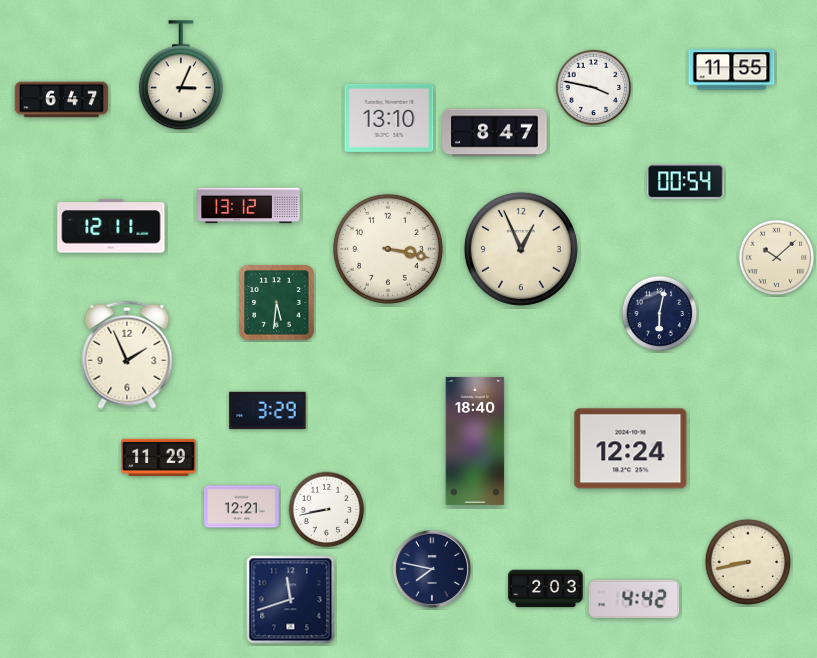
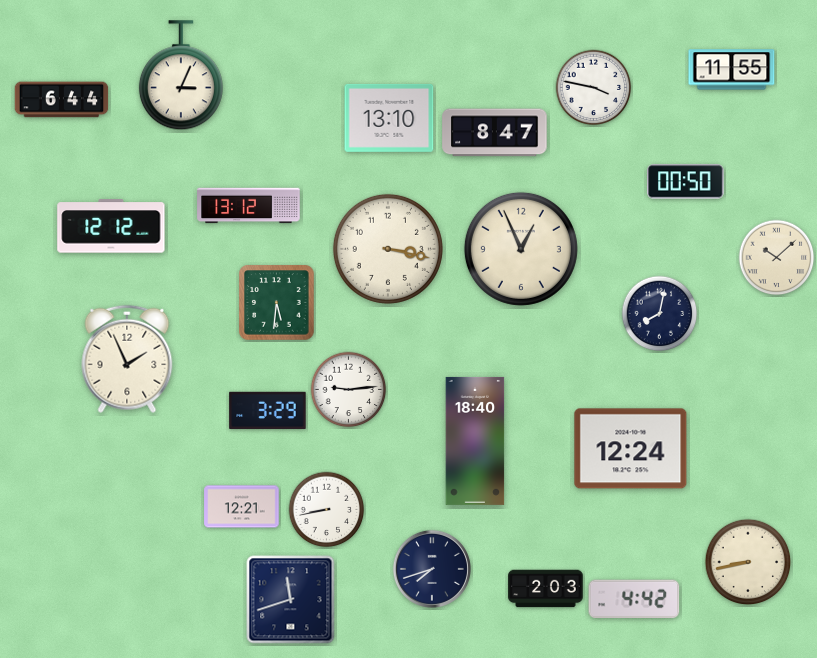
clock at (62, 100): 6:47 -> 6:44
clock at (686, 182): 00:54 -> 00:50
clock at (111, 226): 12:11 -> 12:12
clock at (660, 314): 6:02 -> 8:02
clock at (127, 355) position: (127, 355) -> (127, 359)
clock at (349, 390): none -> 9:14
clock at (159, 457): 11:29 -> none
clock at (432, 569): 7:47 -> 7:42
